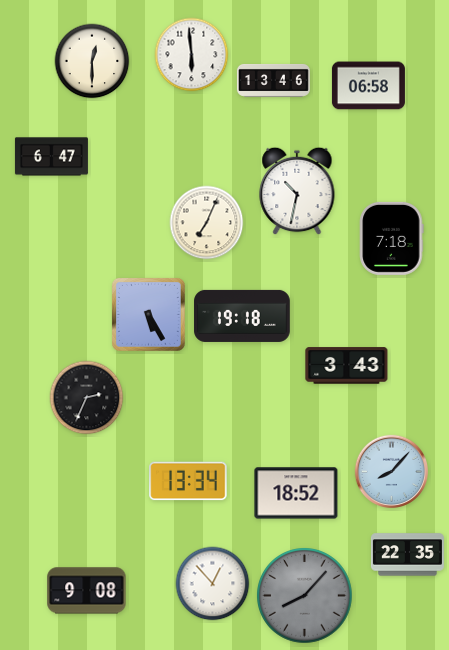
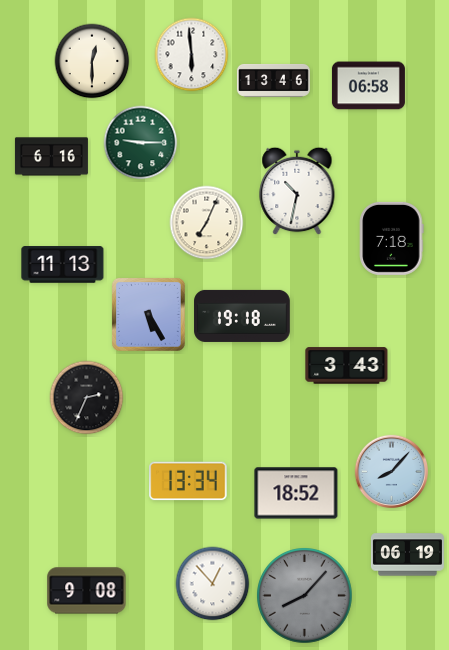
clock at (141, 143): none -> 9:15
clock at (51, 157): 6:47 -> 6:16
clock at (63, 265): none -> 11:13
clock at (407, 555): 22:35 -> 06:19
